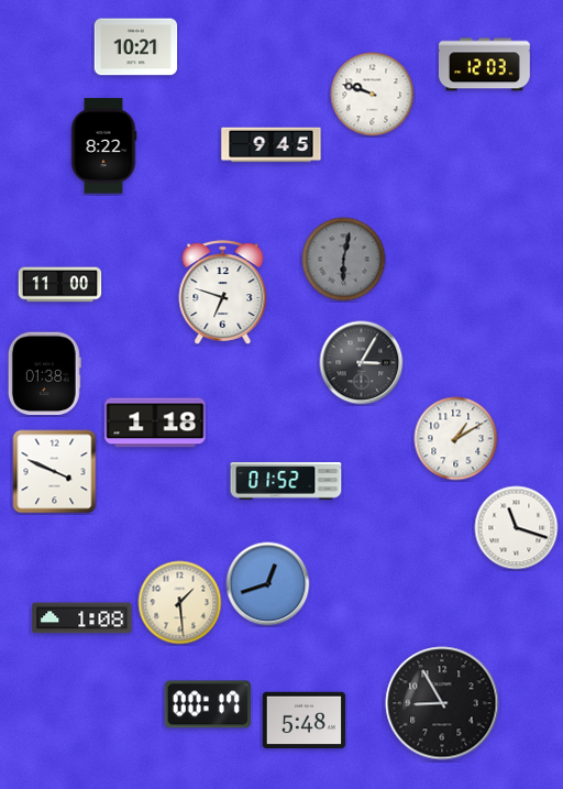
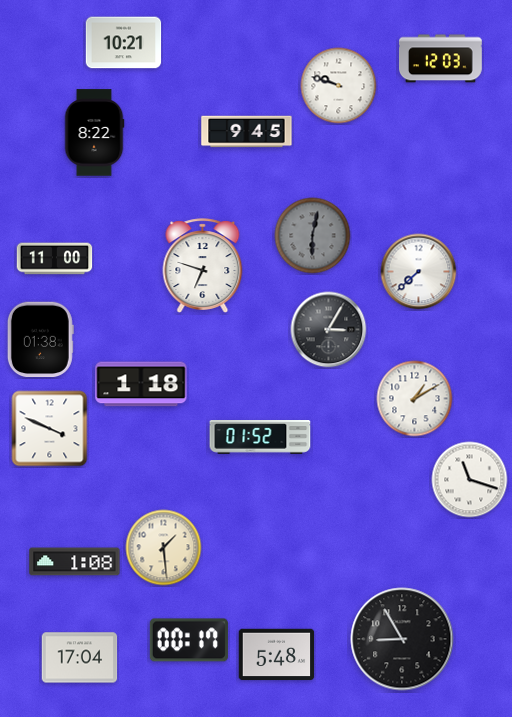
clock at (419, 272): none -> 7:38
clock at (268, 584): 12:42 -> none
clock at (80, 658): none -> 17:04
